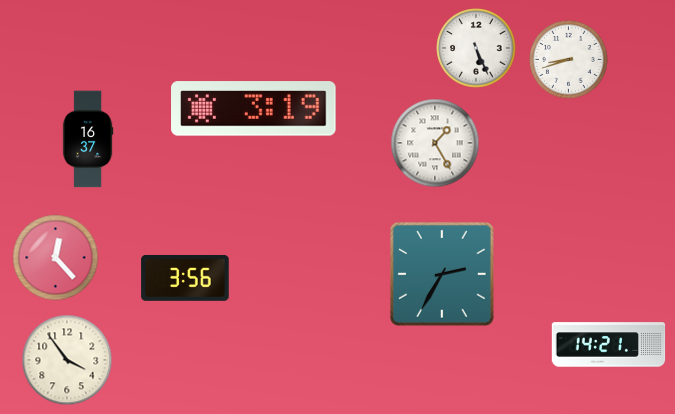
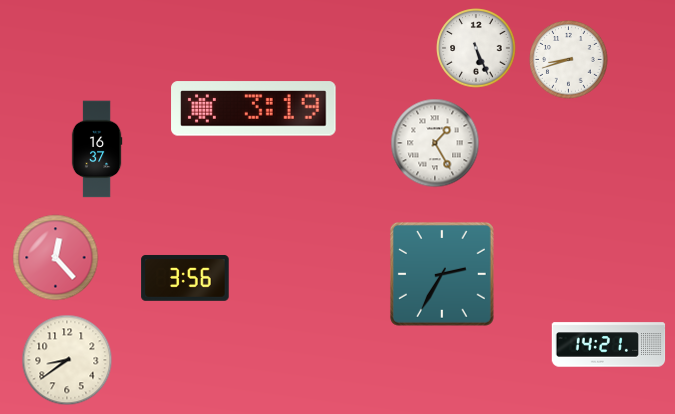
clock at (88, 139) position: (88, 139) -> (97, 149)
clock at (67, 360): 3:54 -> 8:39
